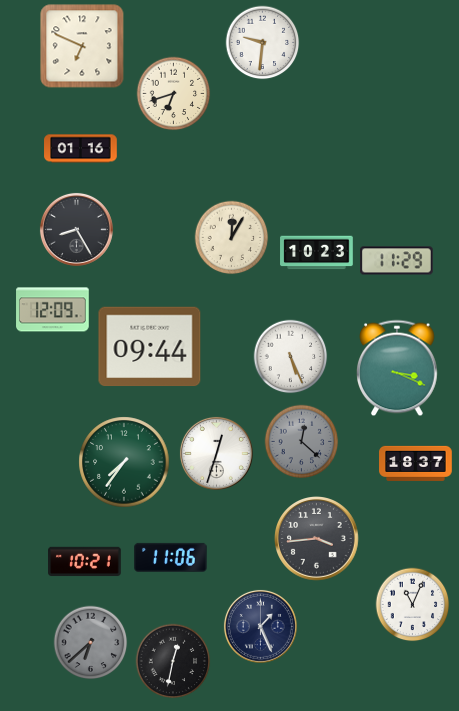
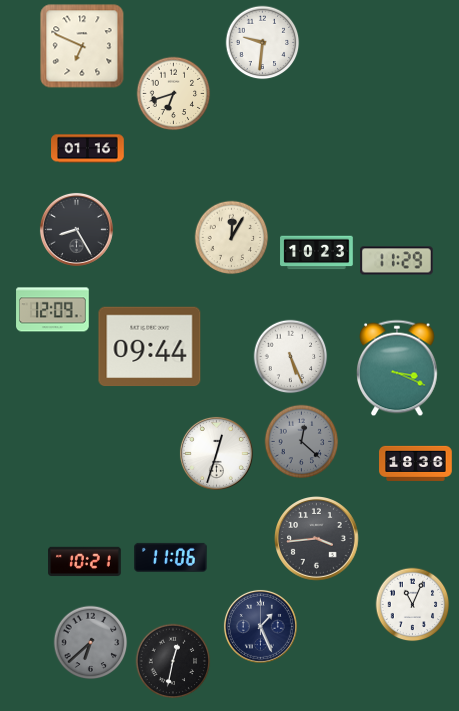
clock at (81, 149) position: (81, 149) -> (88, 149)
clock at (124, 462): 7:36 -> none
clock at (416, 463): 18:37 -> 18:36
